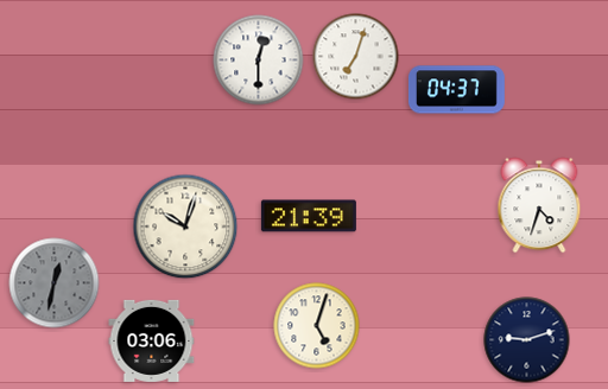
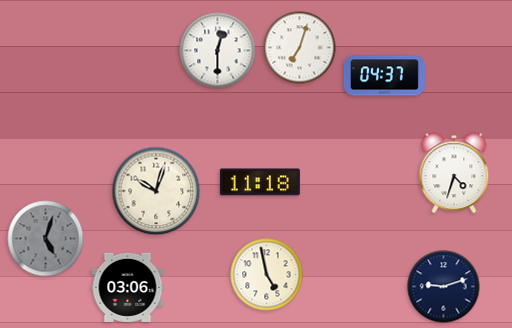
clock at (309, 216): 21:39 -> 11:18
clock at (55, 283): 12:32 -> 5:03
clock at (317, 326): 5:03 -> 4:58
